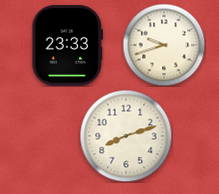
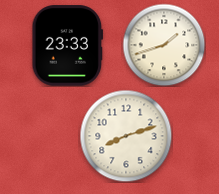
clock at (164, 45): 9:42 -> 1:42
